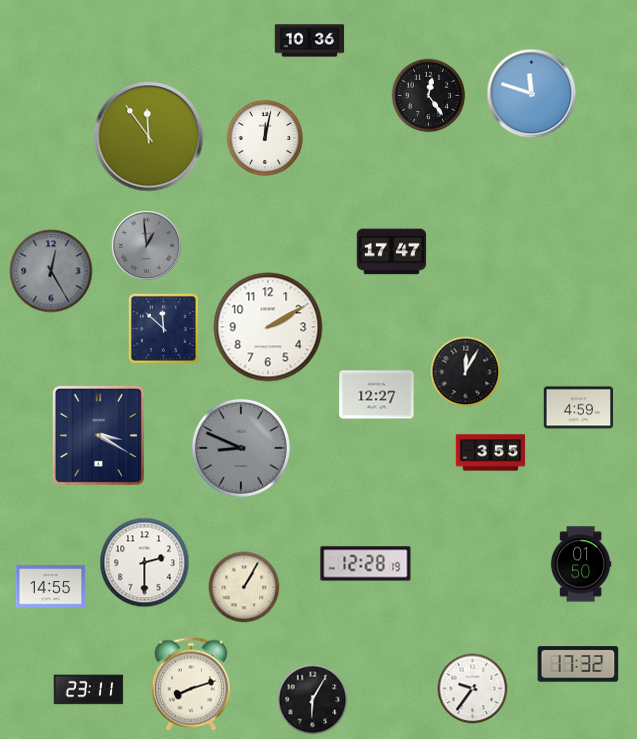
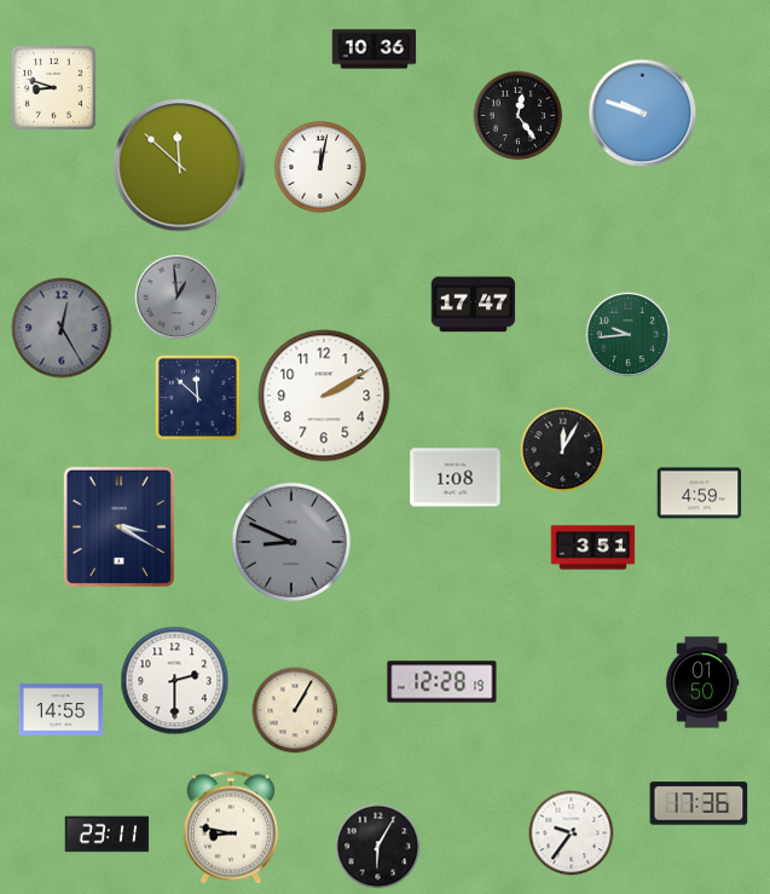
clock at (53, 87): none -> 8:48
clock at (532, 94): 11:48 -> 9:48
clock at (149, 137): 11:54 -> 11:52
clock at (627, 334): none -> 9:44
clock at (377, 395): 12:27 -> 1:08
clock at (491, 453): 3:55 -> 3:51
clock at (578, 664): 17:32 -> 17:36
clock at (191, 684): 8:12 -> 8:47
